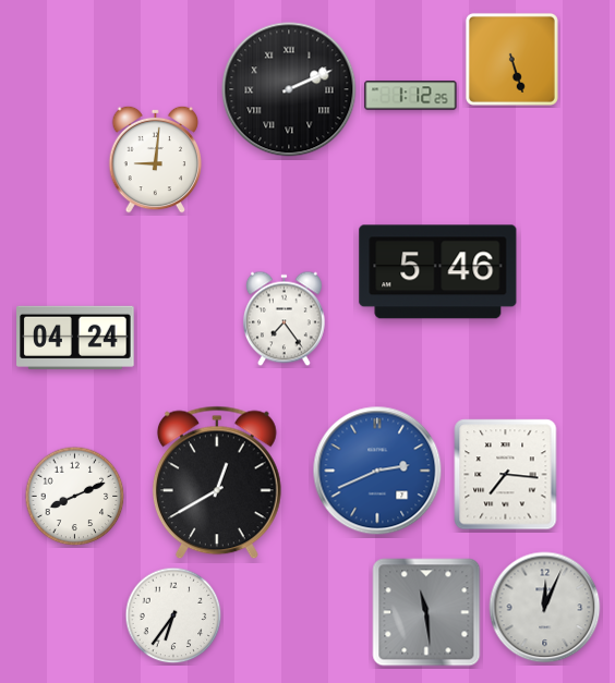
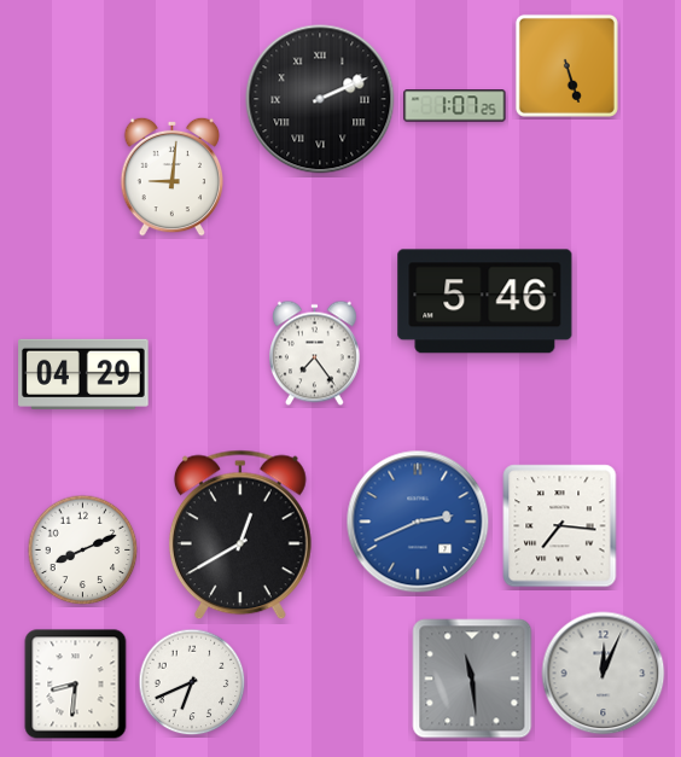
clock at (411, 96): 1:12 -> 1:07
clock at (75, 338): 04:24 -> 04:29
clock at (173, 615): 6:36 -> 6:41
clock at (76, 685): none -> 8:31
